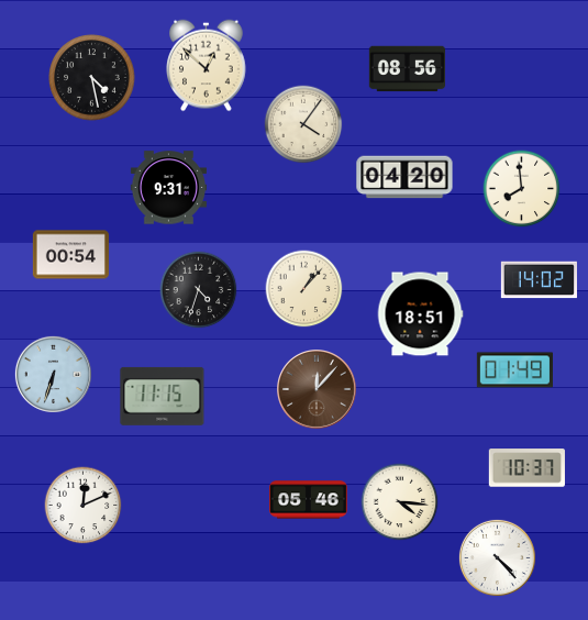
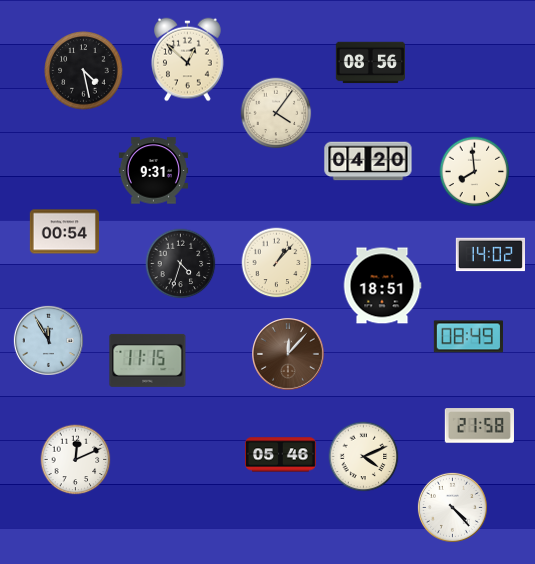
clock at (514, 370): 01:49 -> 08:49
clock at (53, 374): 6:33 -> 11:55
clock at (526, 468): 10:37 -> 21:58
clock at (400, 502): 4:16 -> 4:11
